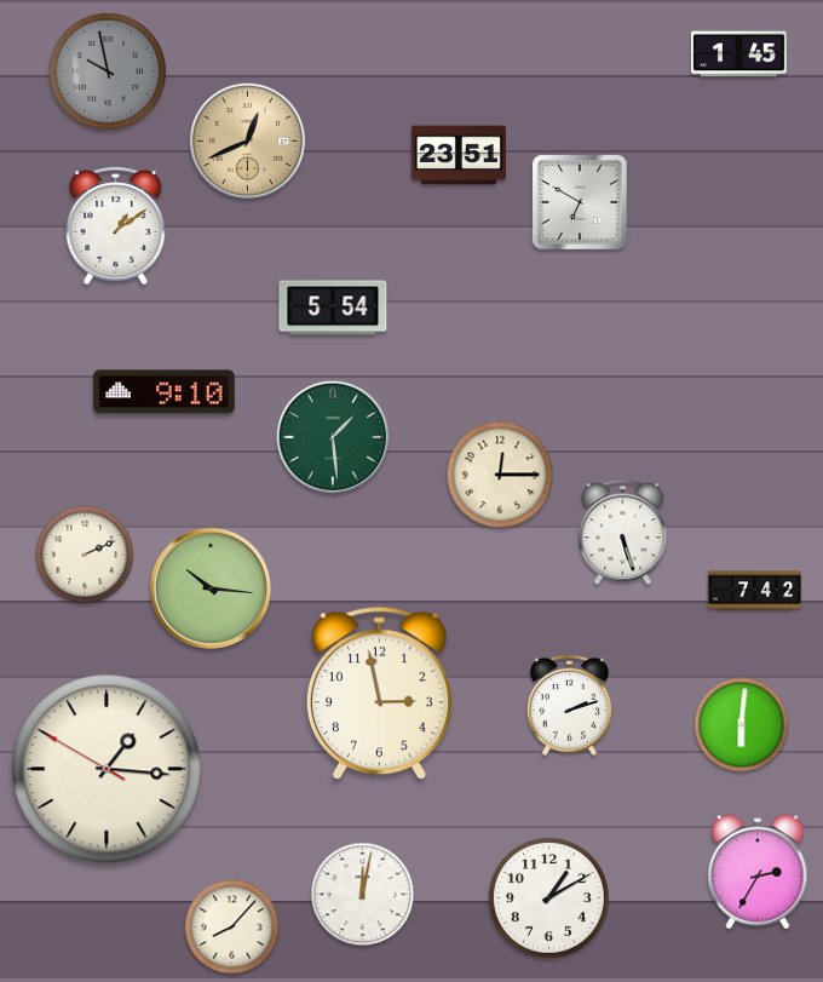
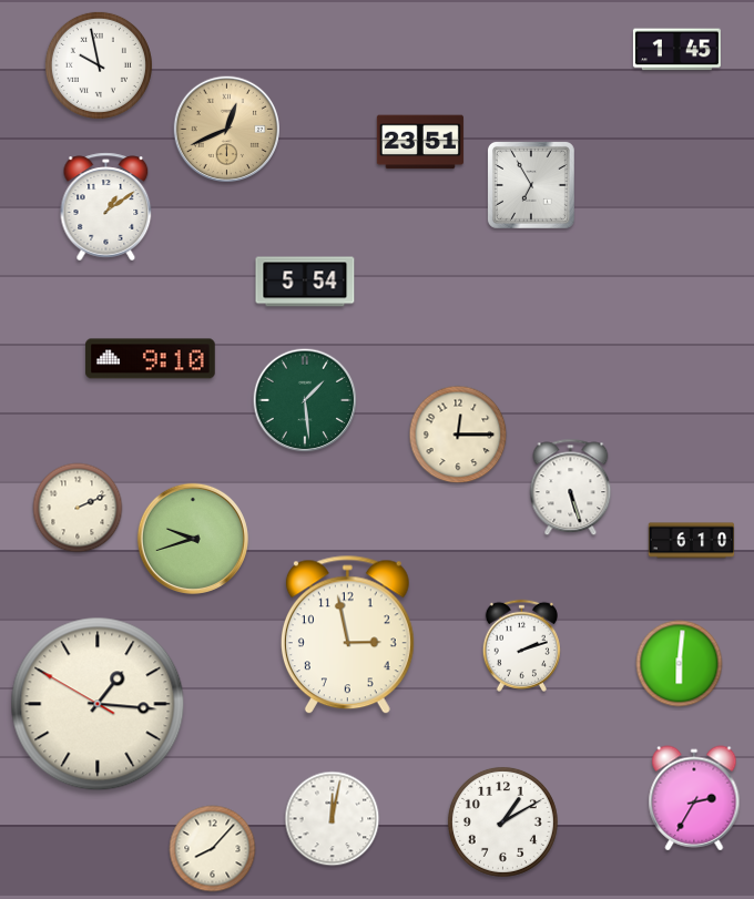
clock at (108, 71) dial: grey -> white
clock at (580, 202): 6:50 -> 6:55
clock at (211, 588): 10:16 -> 9:42
clock at (755, 591): 7:42 -> 6:10
